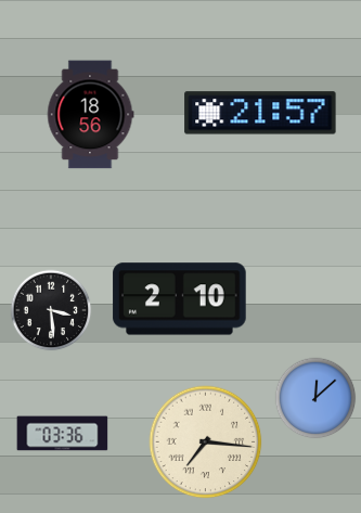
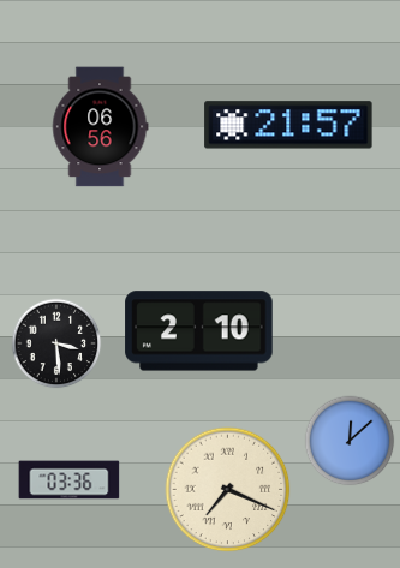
clock at (90, 115): 18:56 -> 06:56
clock at (206, 443): 7:16 -> 7:19
